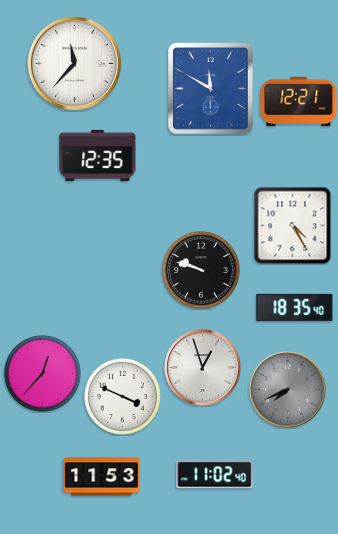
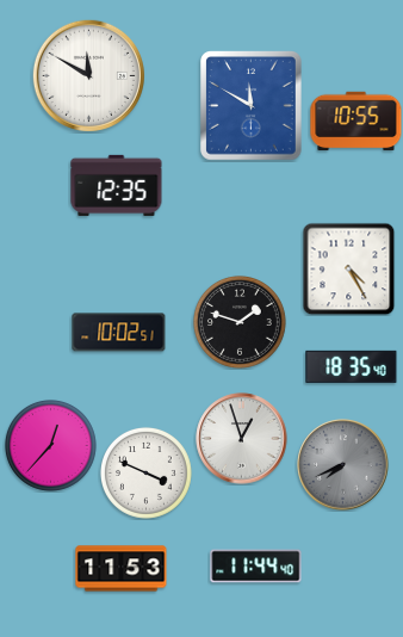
clock at (74, 63): 11:37 -> 11:50
clock at (299, 102): 12:21 -> 10:55
clock at (201, 270): 9:48 -> 1:48
clock at (119, 333): none -> 10:02
clock at (215, 475): 11:02 -> 11:44
